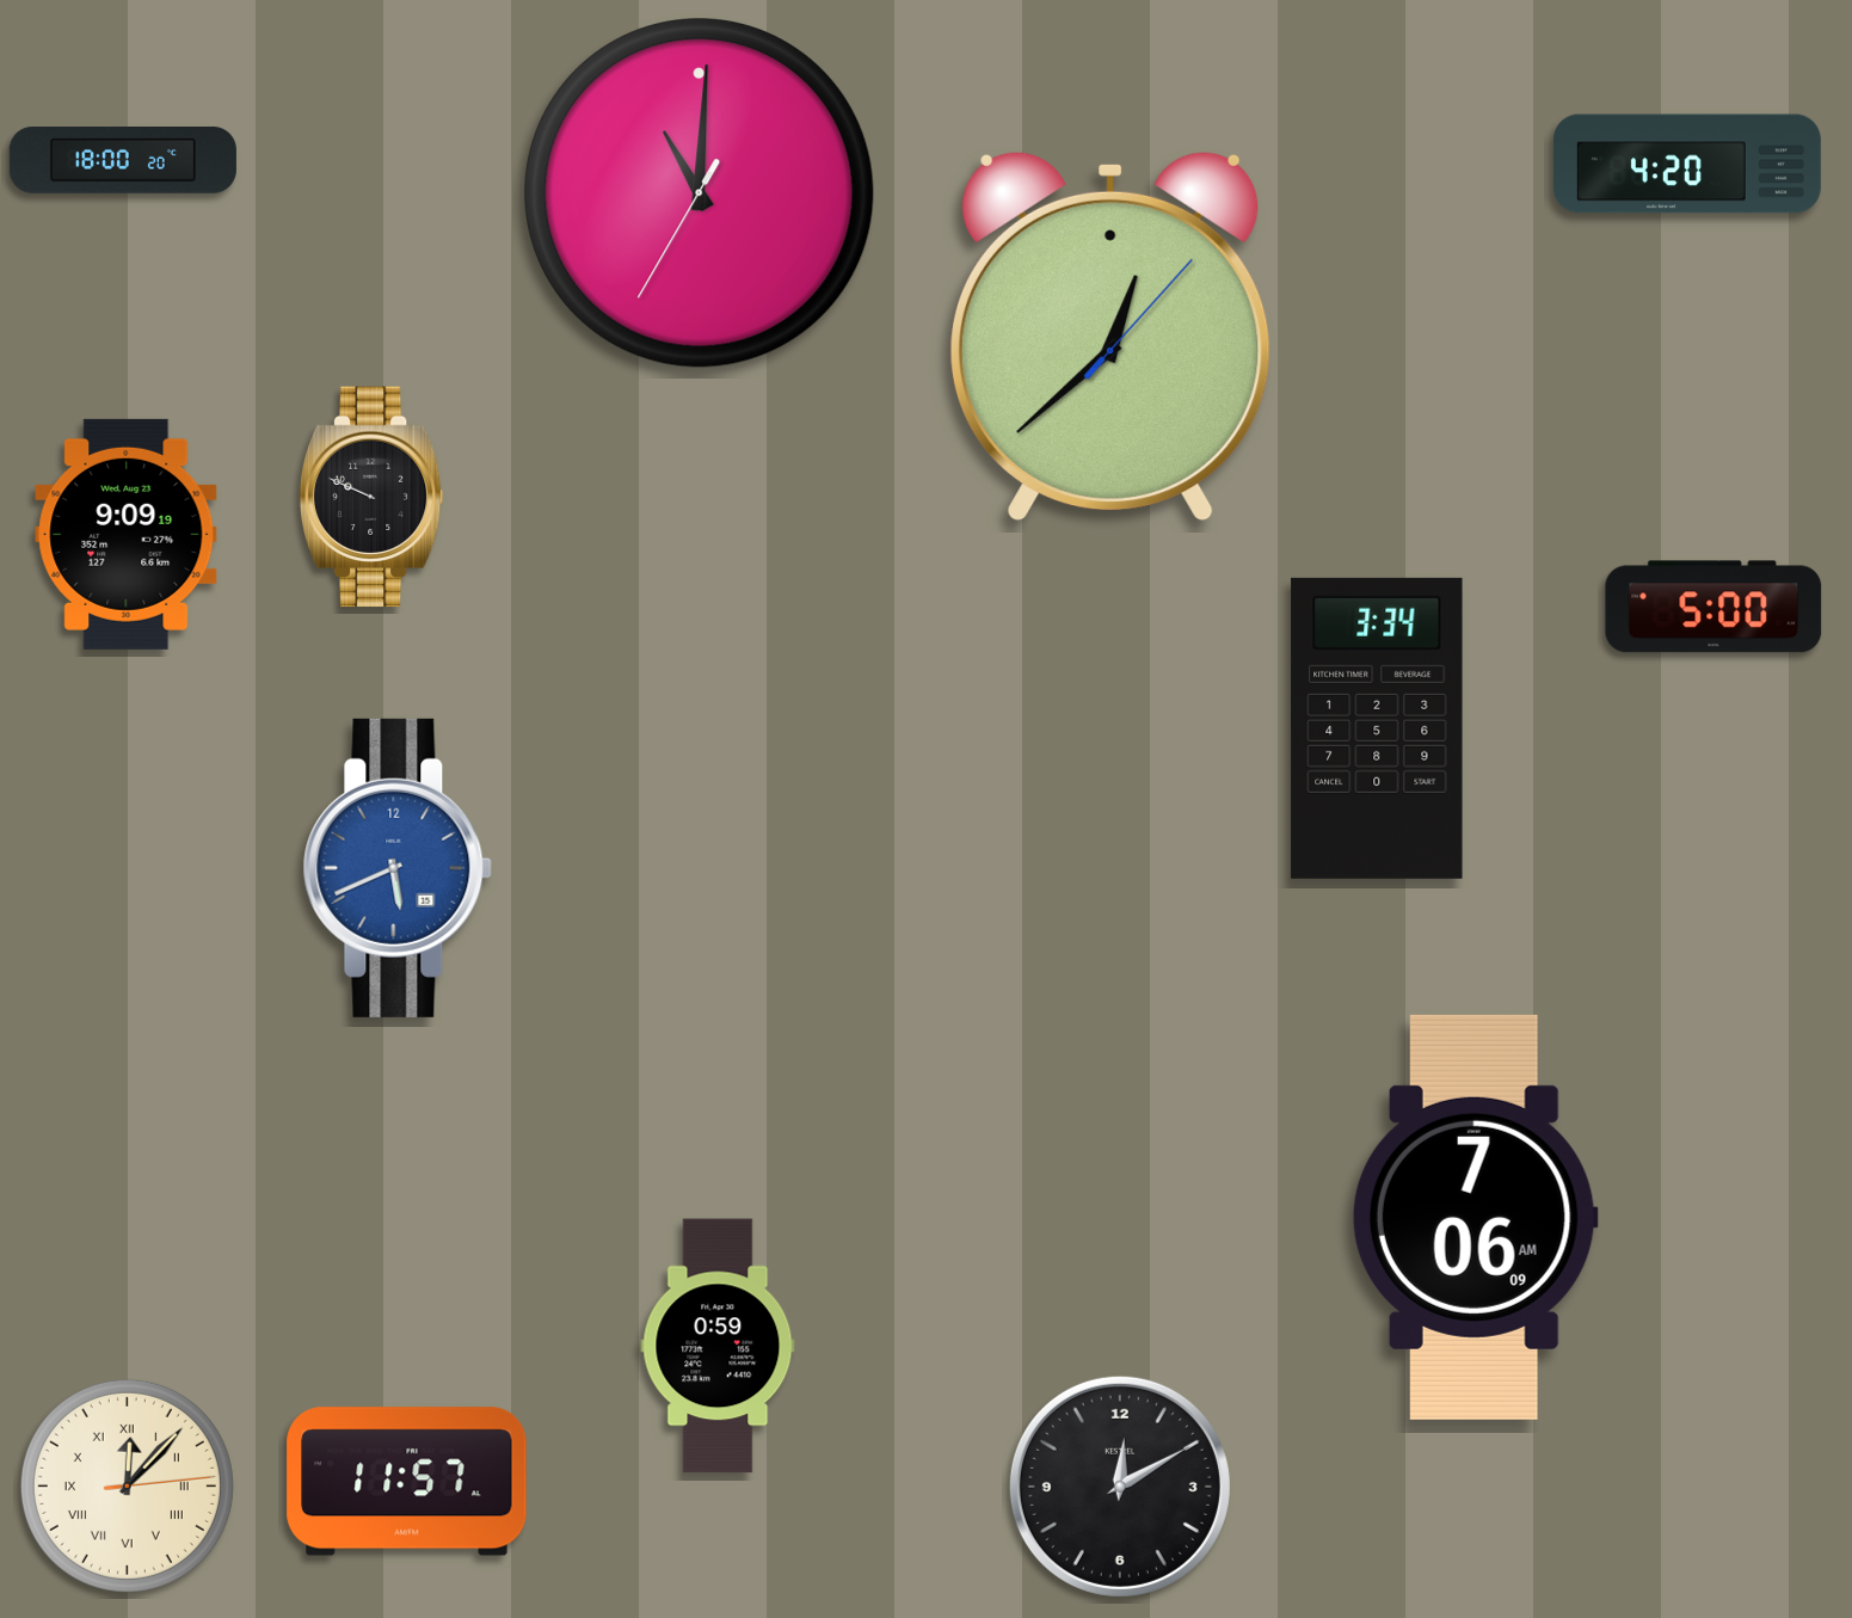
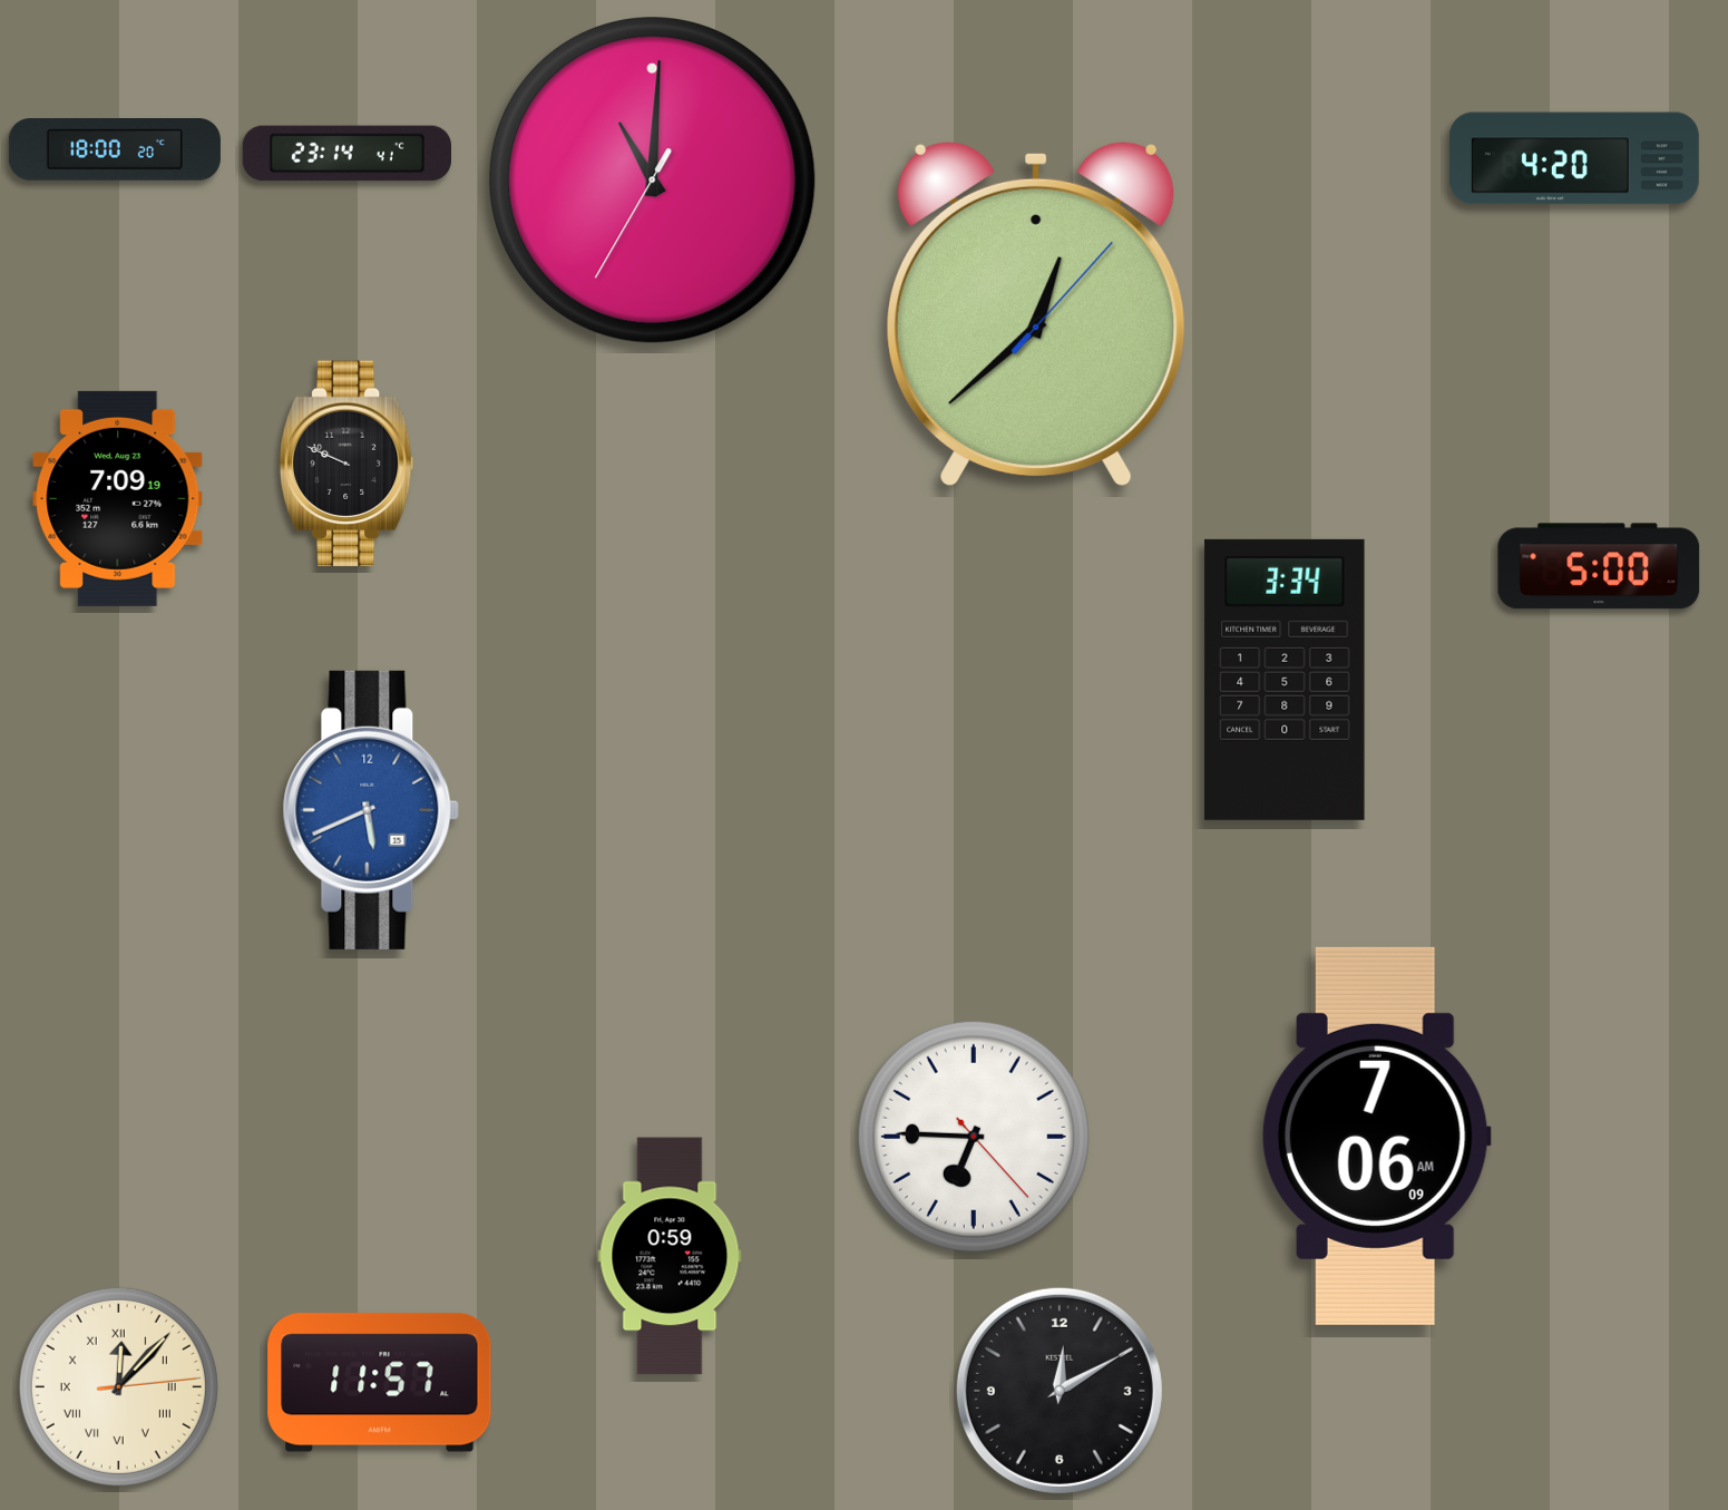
clock at (1687, 164) position: (1687, 164) -> (1574, 158)
clock at (346, 154): none -> 23:14
clock at (127, 534): 9:09 -> 7:09
clock at (974, 1137): none -> 6:45
clock at (1120, 1487) position: (1120, 1487) -> (1060, 1391)
